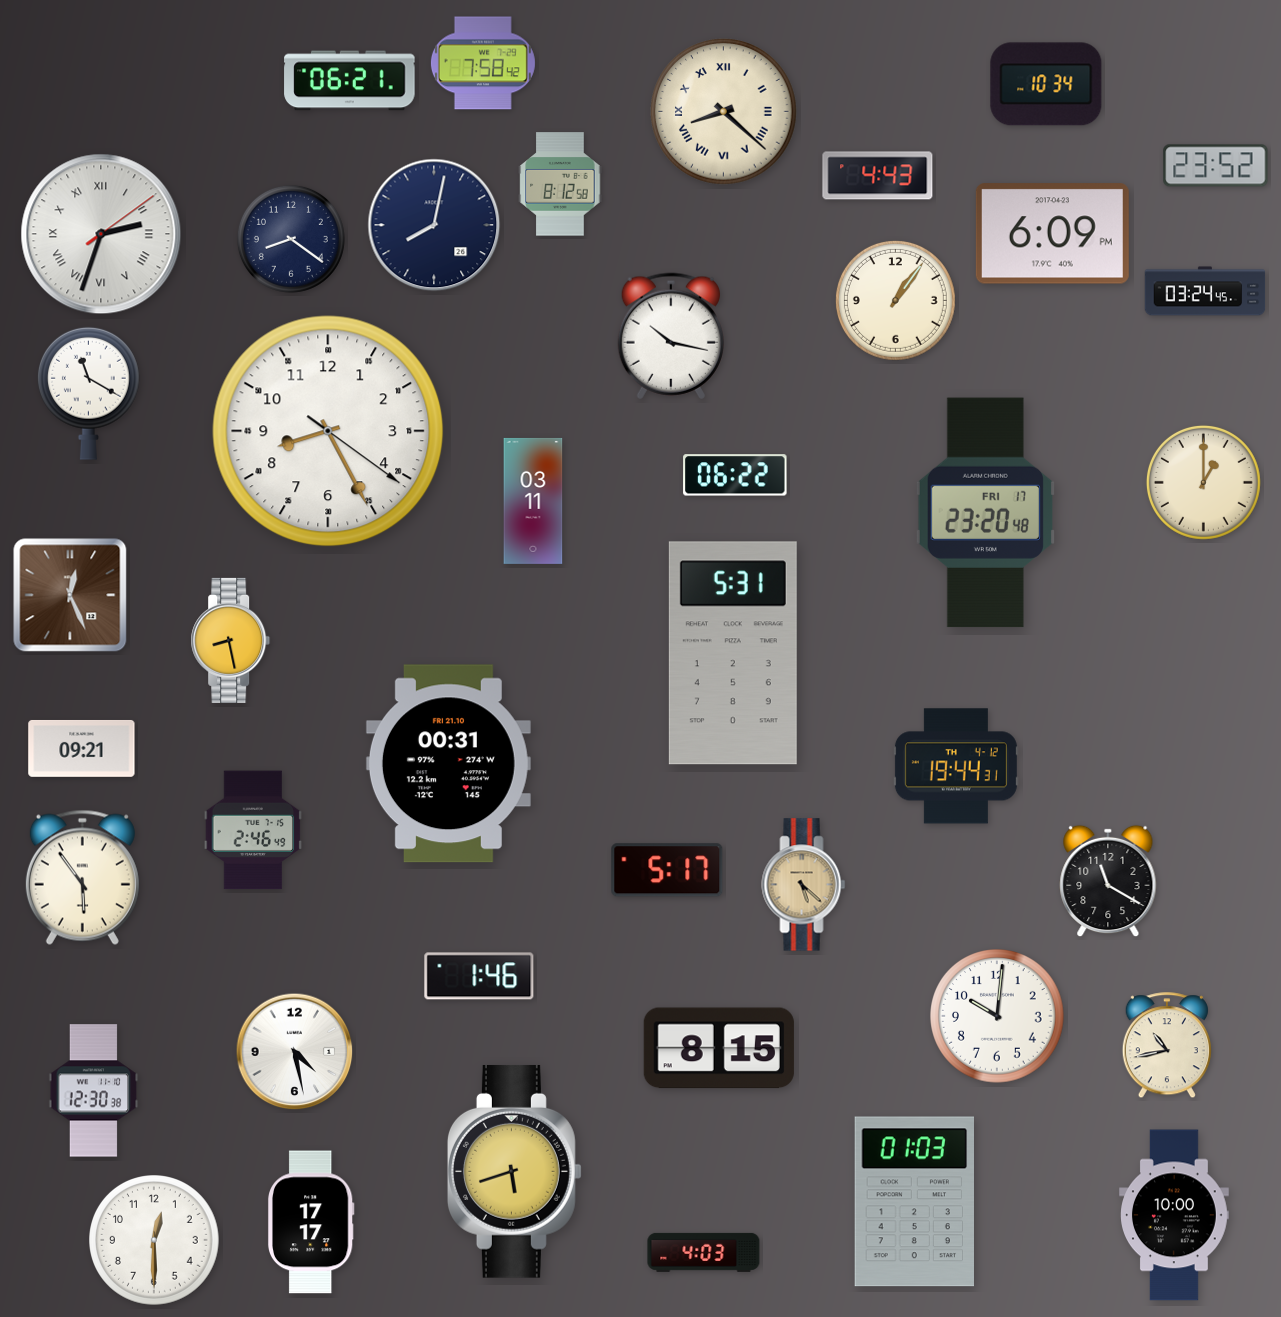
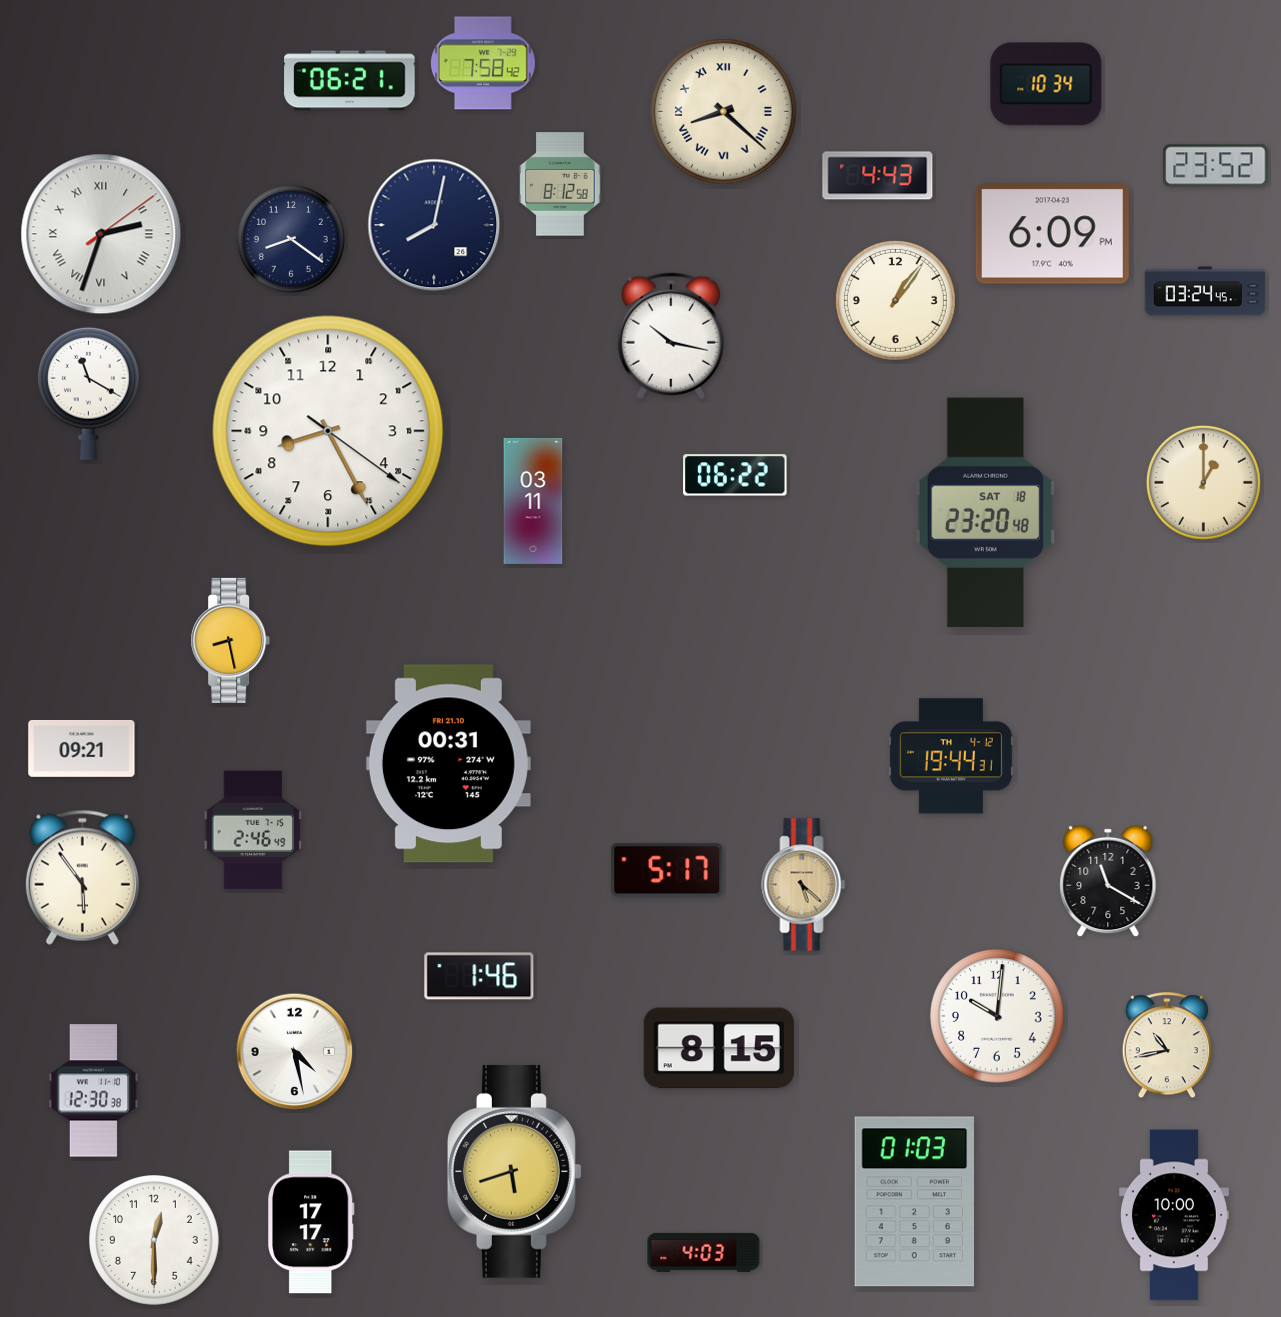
clock at (985, 513) date: FRI 17 -> SAT 18
clock at (70, 595): 12:26 -> none
clock at (733, 653): 5:31 -> none
clock at (956, 766) position: (956, 766) -> (951, 756)
